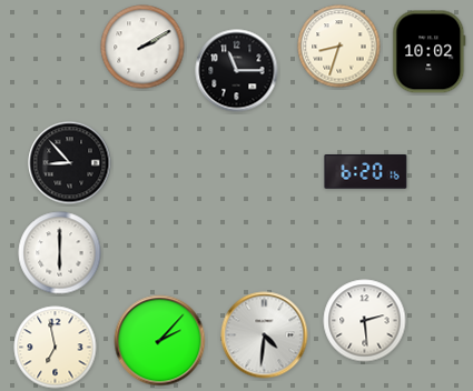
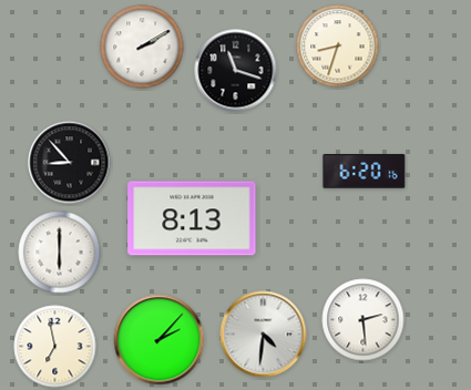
clock at (430, 52): 10:02 -> none
clock at (237, 71): 11:15 -> 11:18
clock at (192, 218): none -> 8:13
